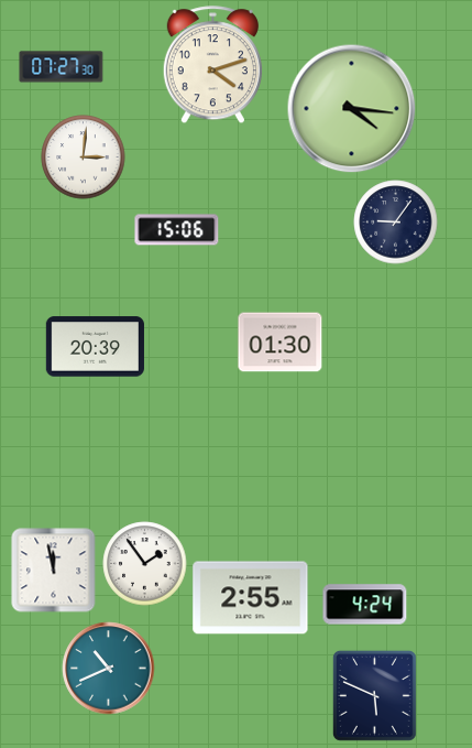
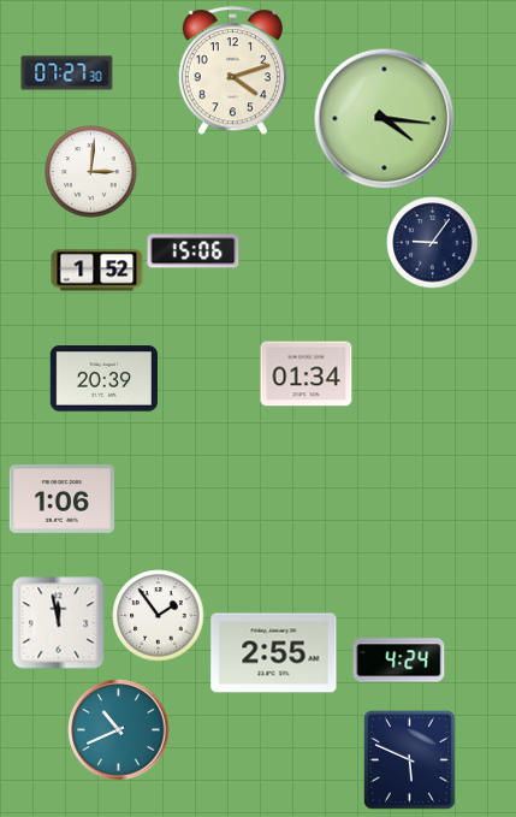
clock at (97, 271): none -> 1:52
clock at (281, 343): 01:30 -> 01:34
clock at (63, 499): none -> 1:06
